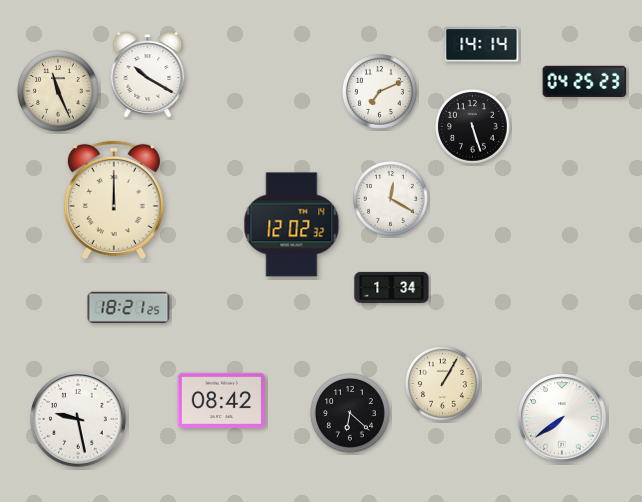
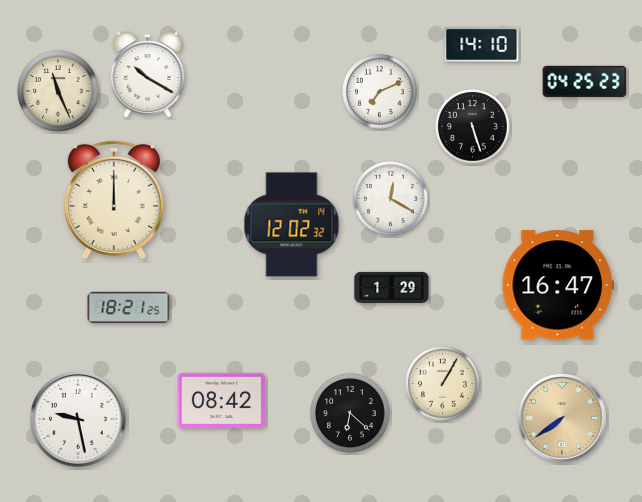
clock at (482, 45): 14:14 -> 14:10
clock at (557, 285): none -> 16:47
clock at (392, 287): 1:34 -> 1:29
clock at (562, 418) dial: white -> champagne
